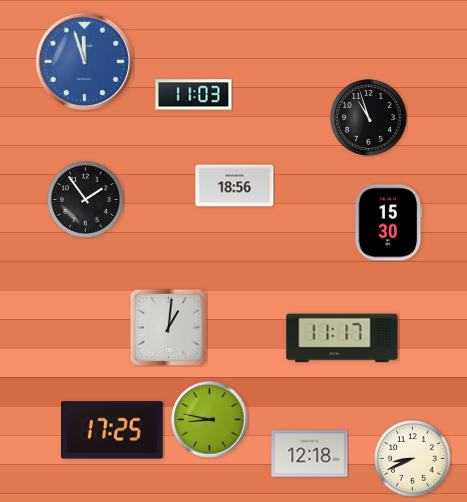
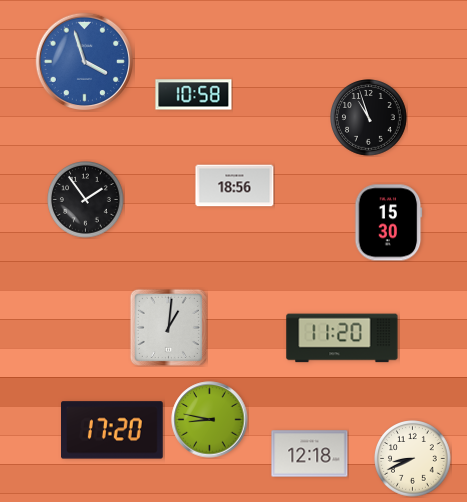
clock at (84, 61): 11:57 -> 3:57
clock at (194, 95): 11:03 -> 10:58
clock at (342, 338): 11:17 -> 11:20
clock at (113, 430): 17:25 -> 17:20
